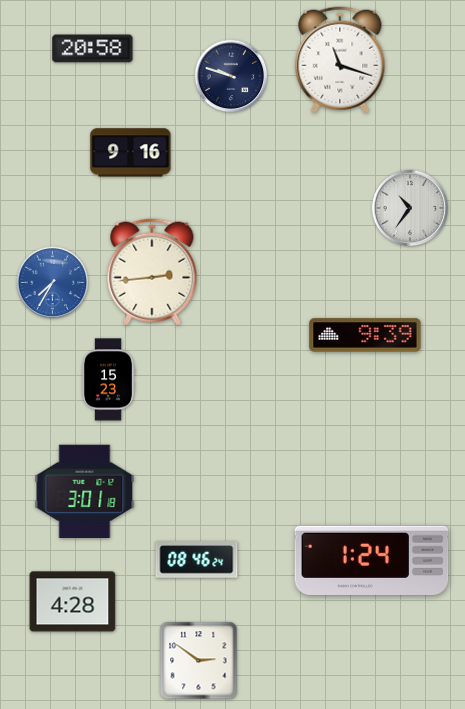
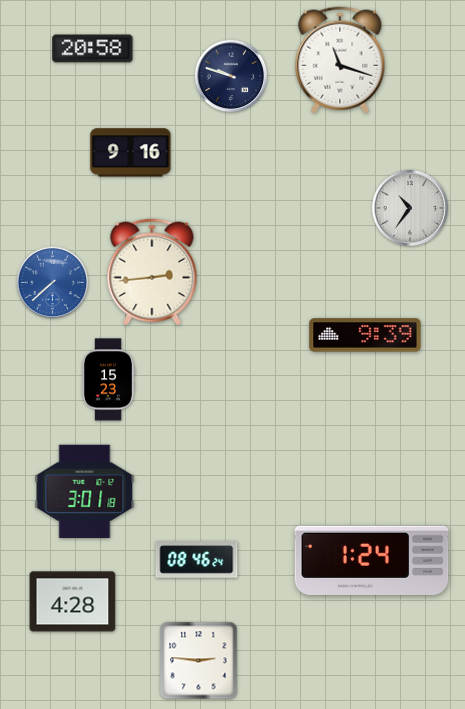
clock at (53, 283): 7:35 -> 7:38
clock at (199, 661): 2:51 -> 2:46
